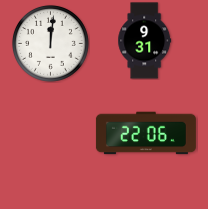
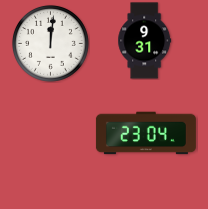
clock at (146, 133): 22:06 -> 23:04
